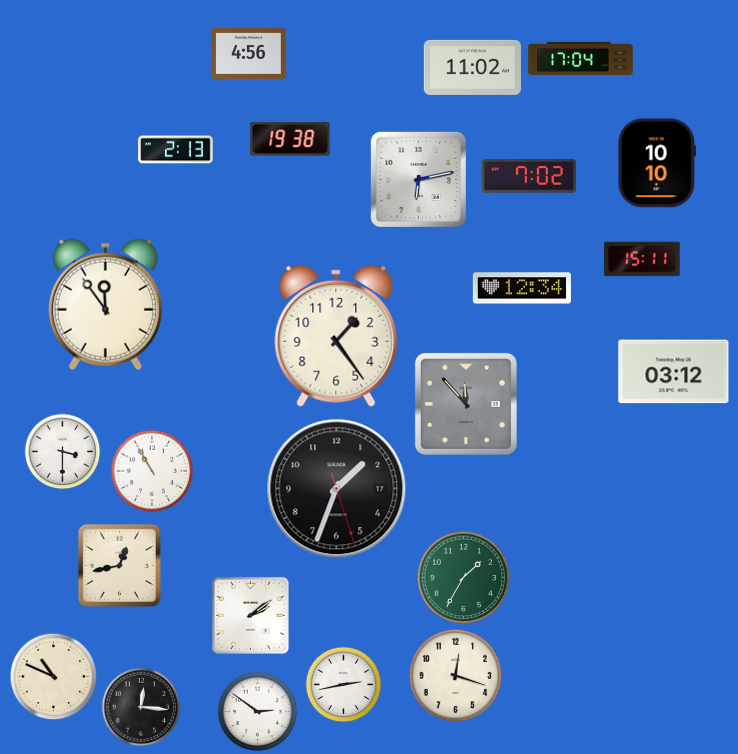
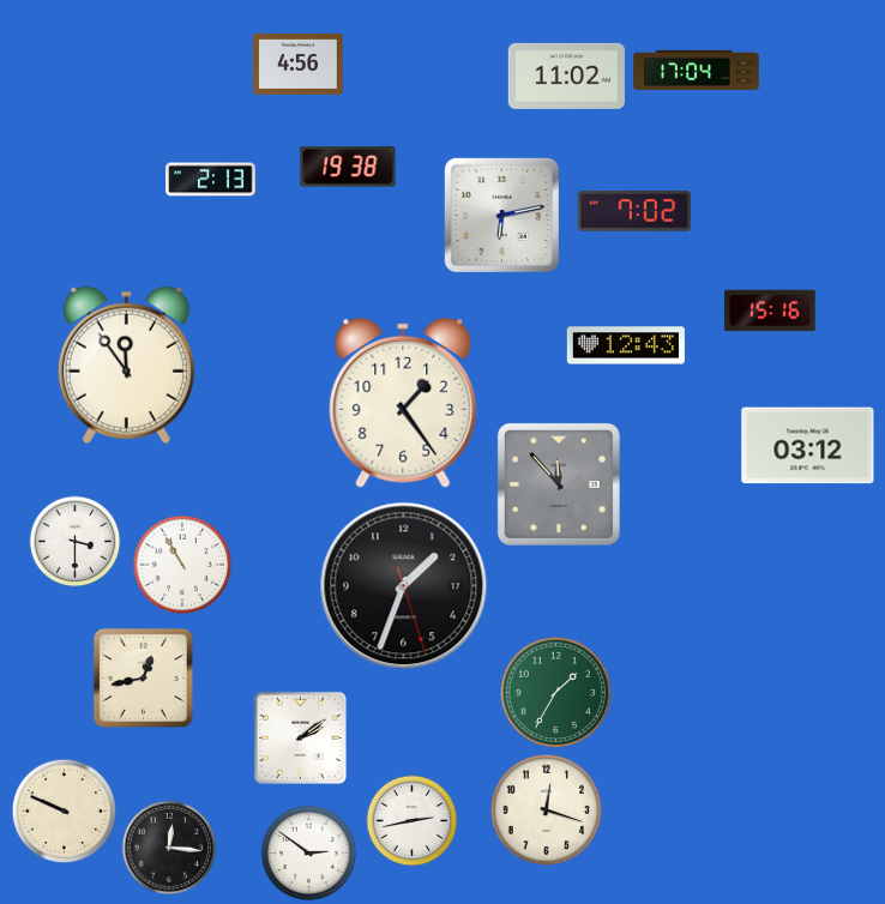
clock at (472, 67) position: (472, 67) -> (566, 76)
clock at (657, 163): 10:10 -> none
clock at (642, 259): 15:11 -> 15:16
clock at (522, 288): 12:34 -> 12:43
clock at (54, 677): 10:49 -> 9:49
